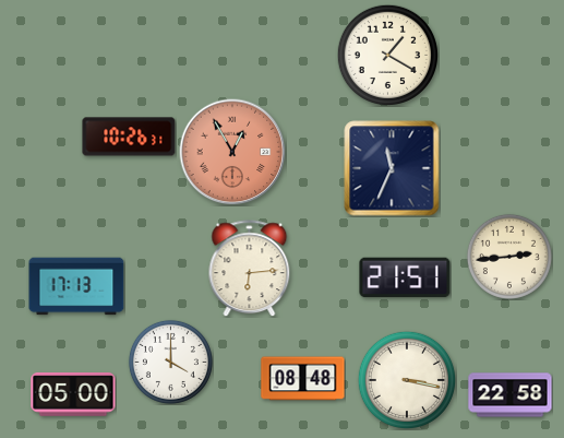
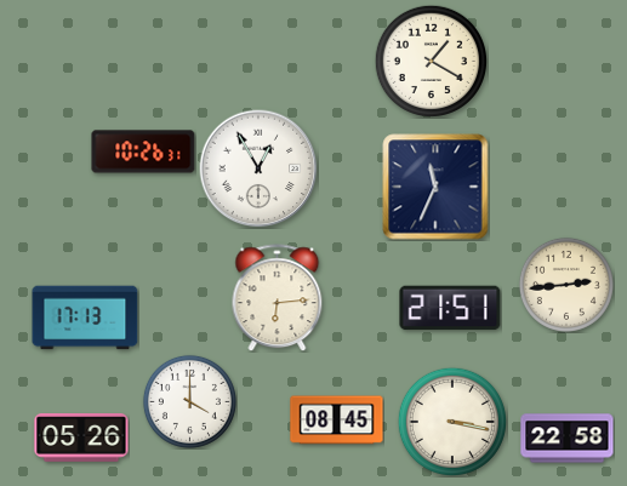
clock at (232, 152) dial: salmon -> white
clock at (303, 379): 08:48 -> 08:45
clock at (73, 395): 05:00 -> 05:26
